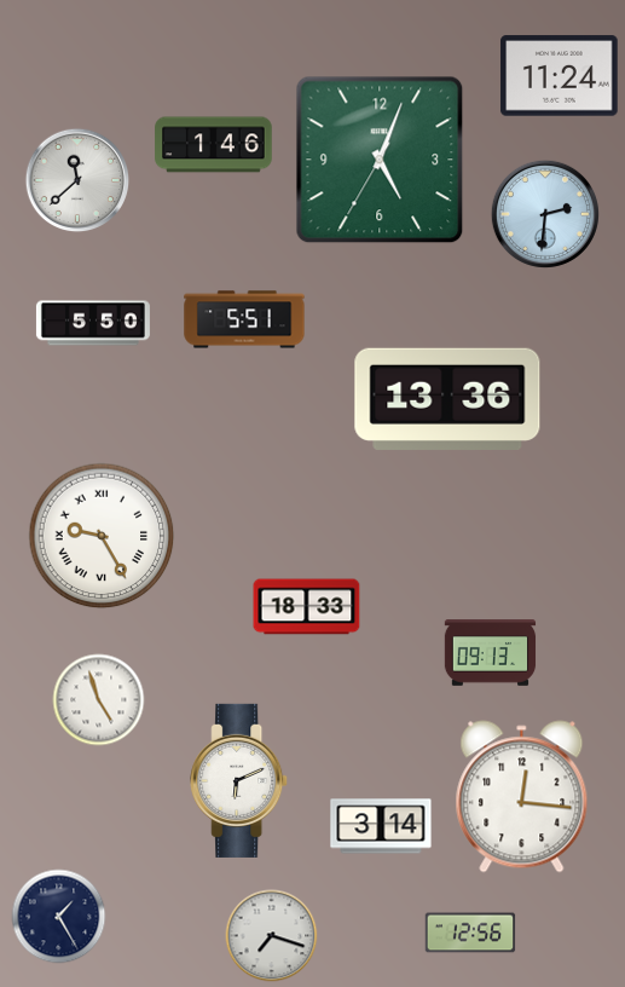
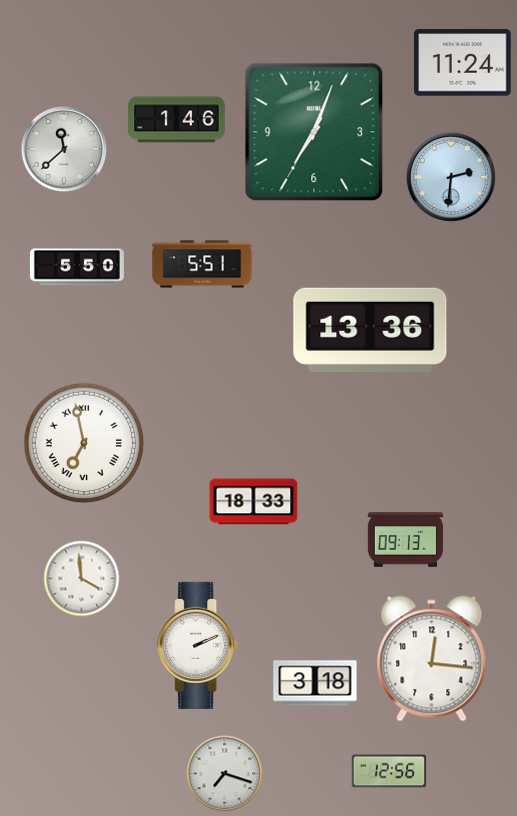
clock at (380, 160): 5:03 -> 7:03
clock at (102, 536): 9:25 -> 6:58
clock at (99, 700): 4:57 -> 3:59
clock at (239, 780): 6:11 -> 2:11
clock at (381, 826): 3:14 -> 3:18
clock at (59, 917): 1:25 -> none
